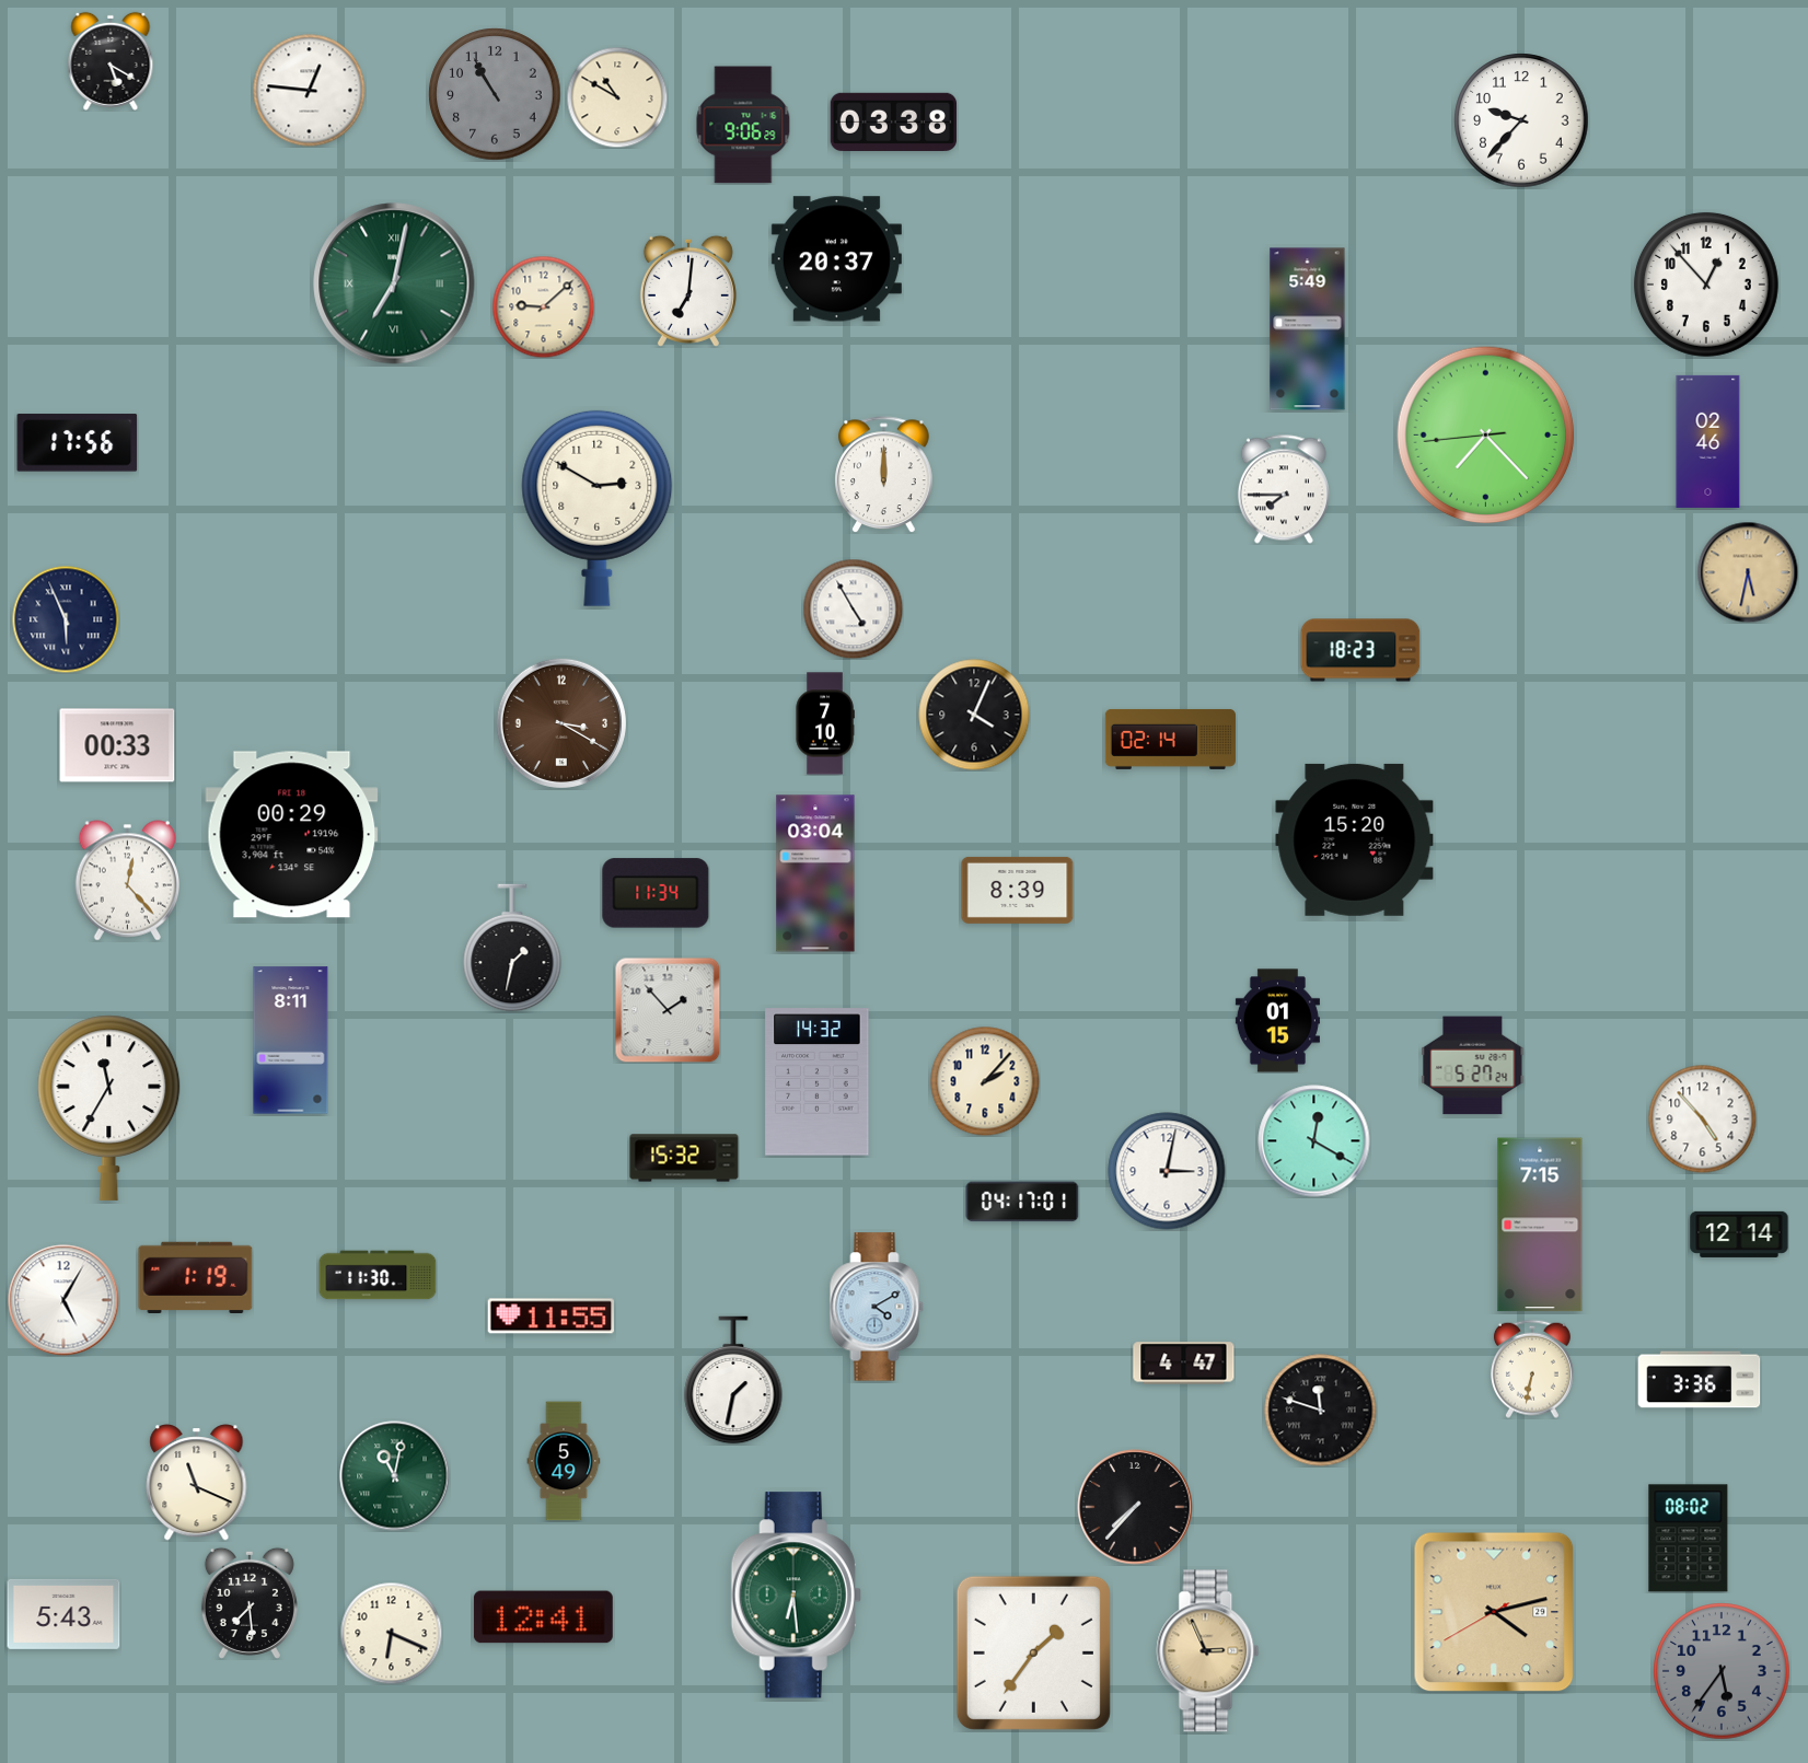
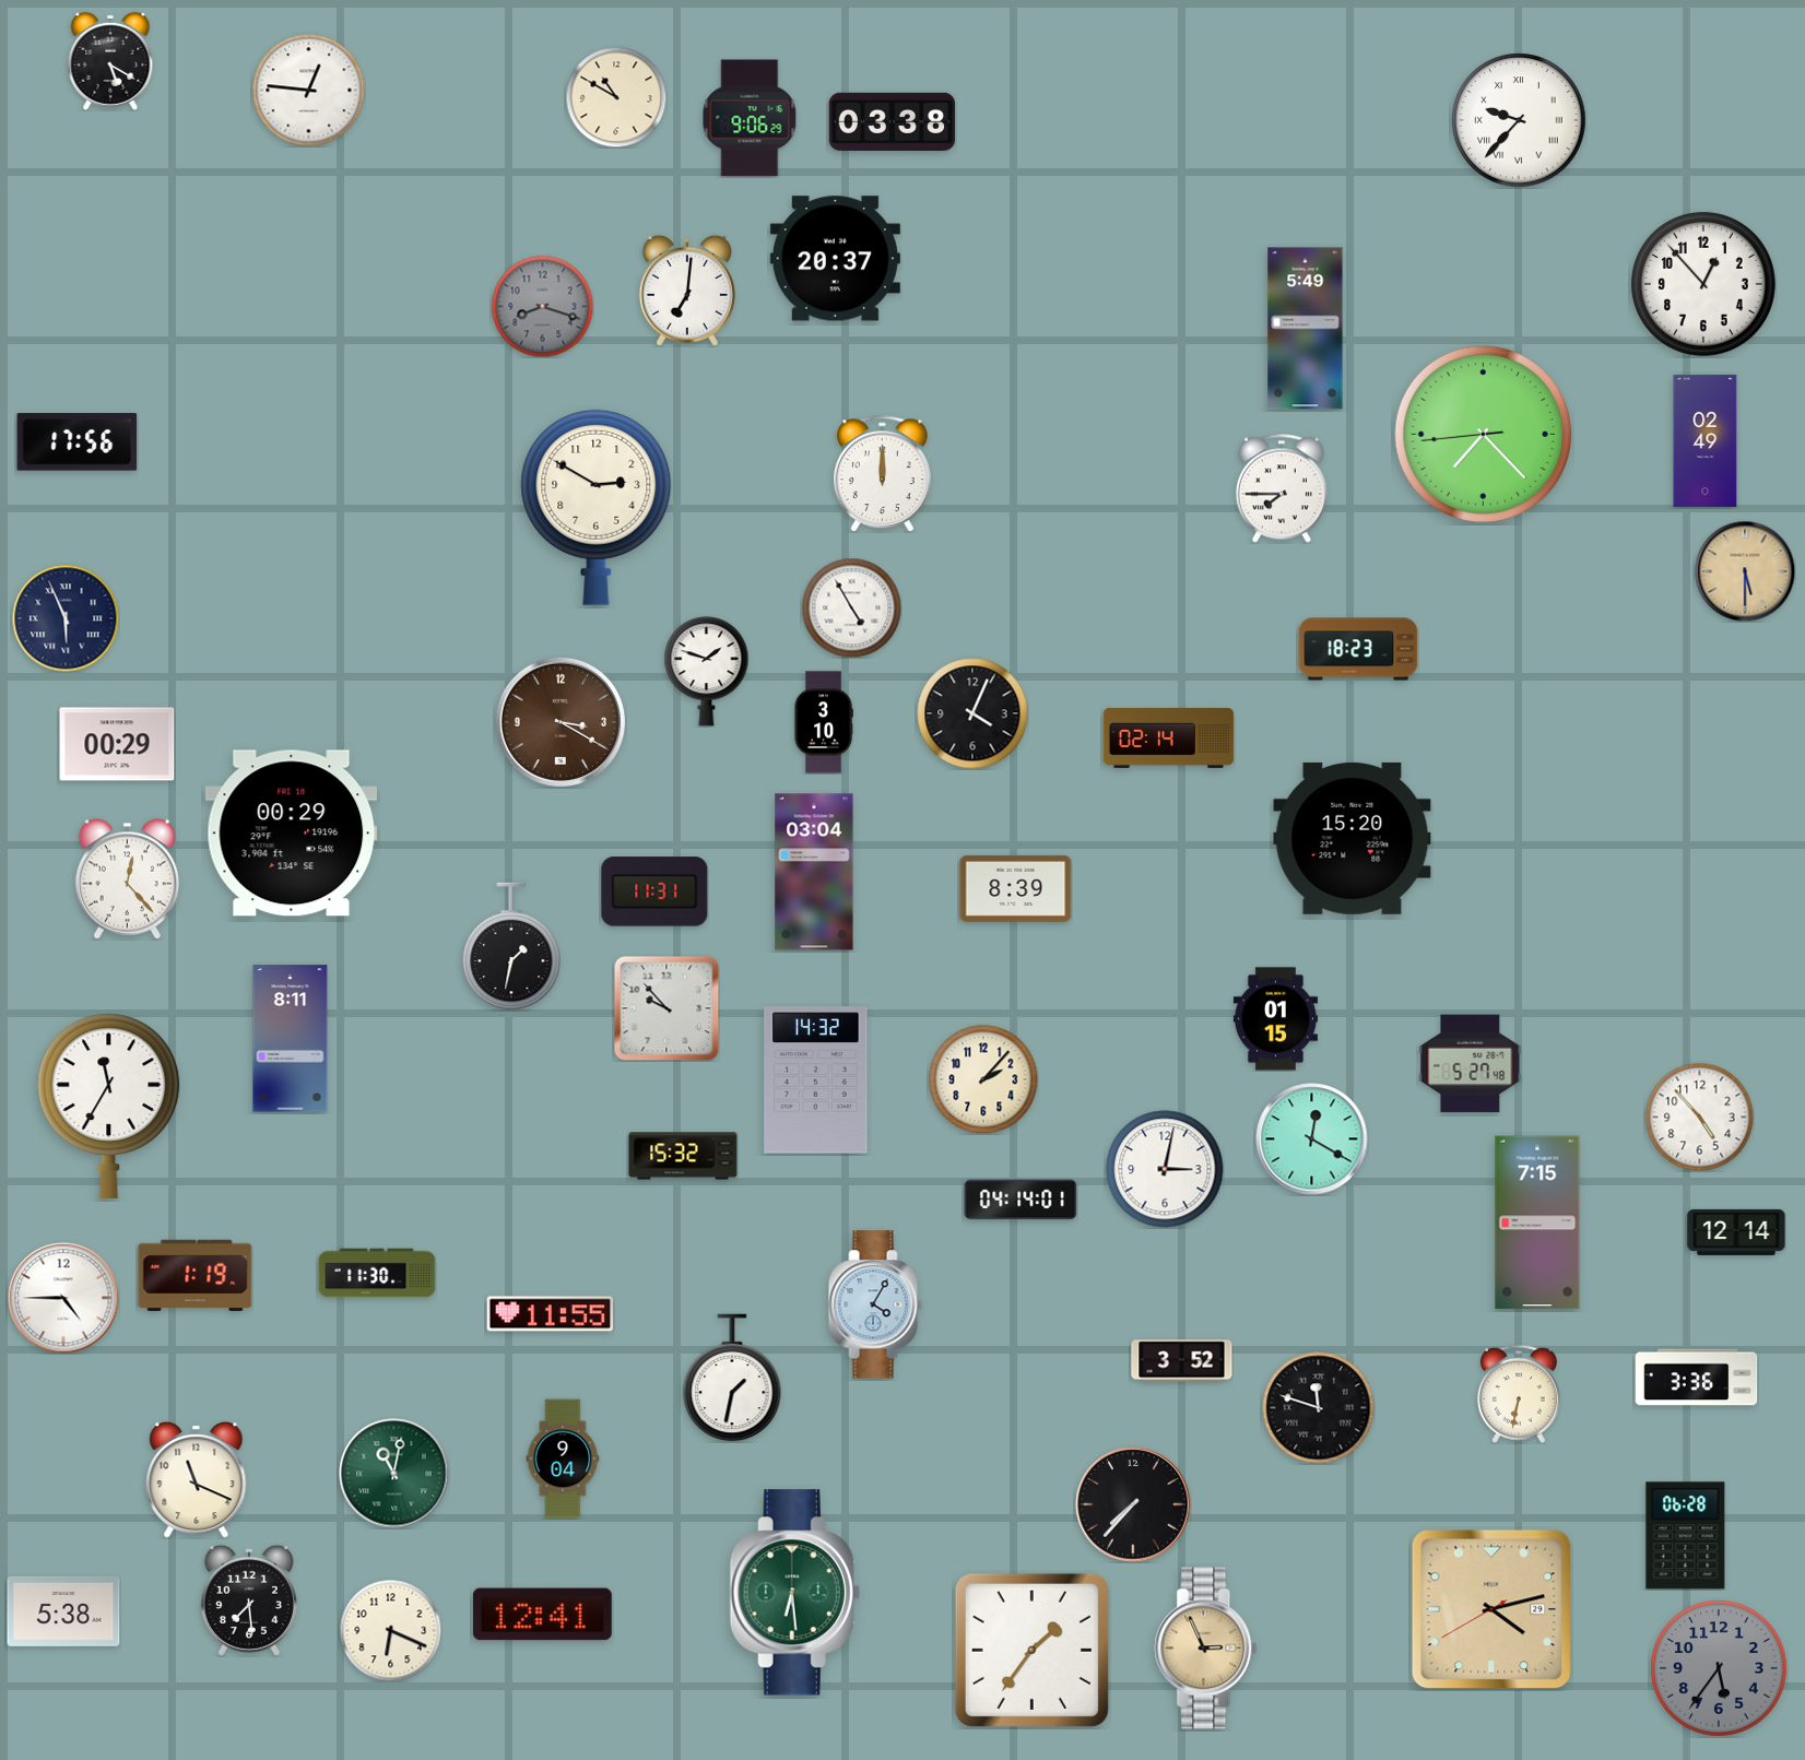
clock at (495, 94): 10:55 -> none
clock at (1521, 120) numerals: Arabic -> Roman
clock at (743, 125) position: (743, 125) -> (750, 118)
clock at (394, 283): 7:02 -> none
clock at (543, 306): 9:08 -> 8:18
clock at (543, 306) dial: cream -> grey
clock at (1708, 441): 02:46 -> 02:49
clock at (1748, 572): 5:32 -> 5:30
clock at (707, 672): none -> 1:48
clock at (825, 723): 7:10 -> 3:10
clock at (117, 745): 00:33 -> 00:29
clock at (656, 893): 11:34 -> 11:31
clock at (668, 1010): 1:53 -> 9:53
clock at (1473, 1066): 5:27:24 -> 5:27:48
clock at (1022, 1202): 04:17 -> 04:14
clock at (63, 1300): 5:05 -> 4:45
clock at (877, 1307): 4:10 -> 4:05
clock at (1184, 1364): 4:47 -> 3:52
clock at (1532, 1369) position: (1532, 1369) -> (1519, 1394)
clock at (564, 1461): 5:49 -> 9:04
clock at (1689, 1539): 08:02 -> 06:28
clock at (63, 1614): 5:43 -> 5:38
